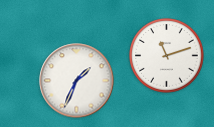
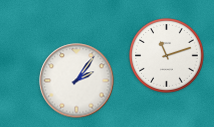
clock at (77, 81): 1:34 -> 2:06
